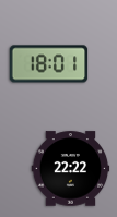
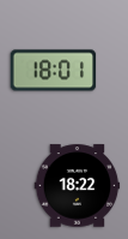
clock at (71, 169): 22:22 -> 18:22
